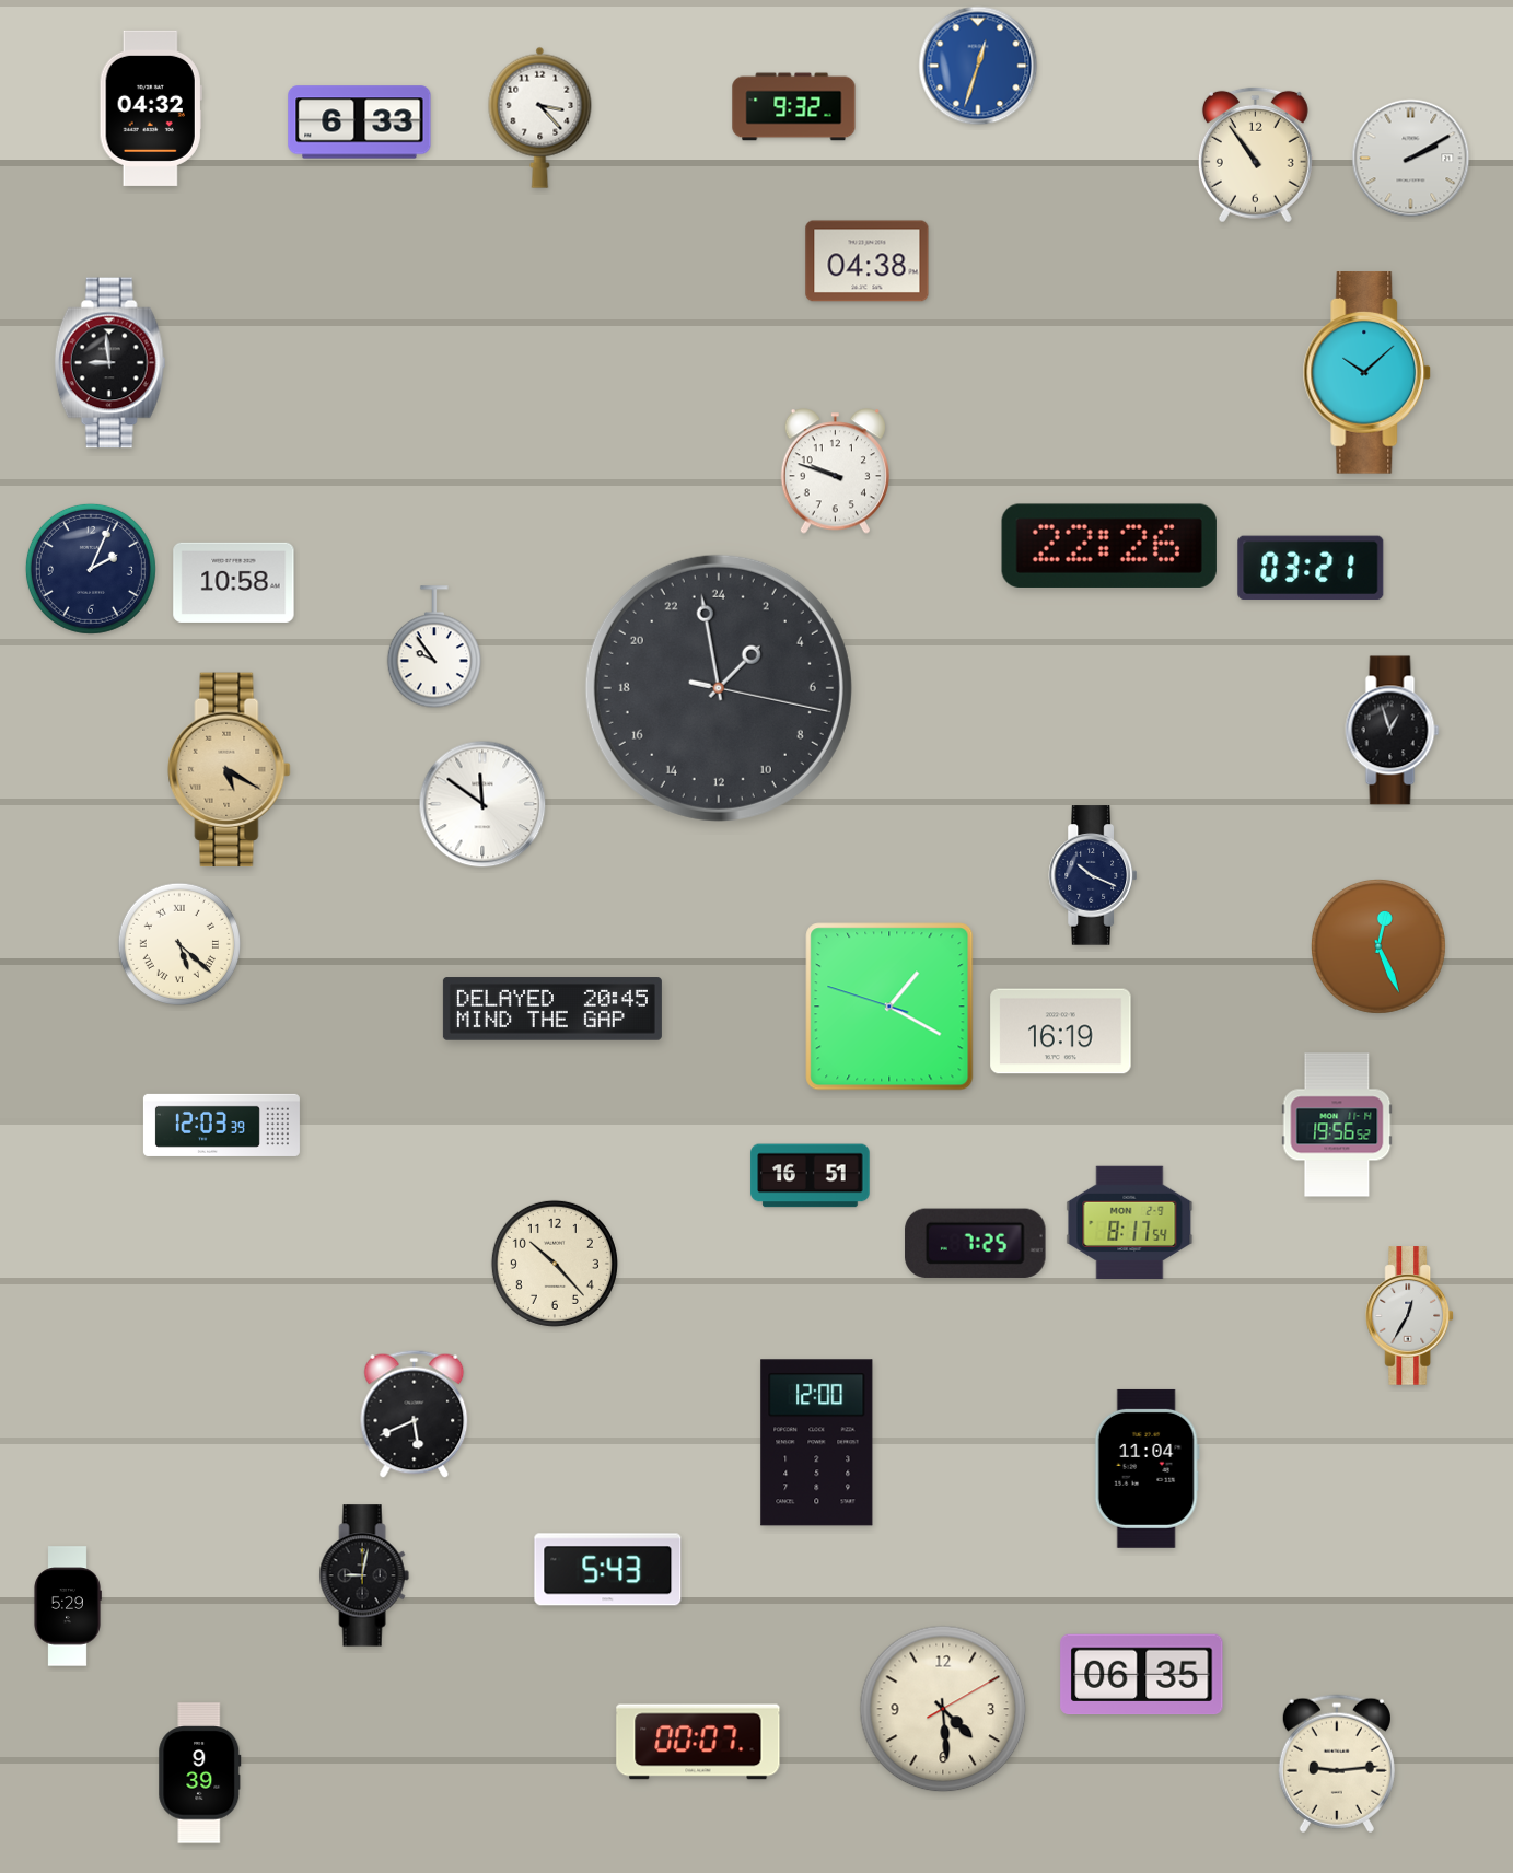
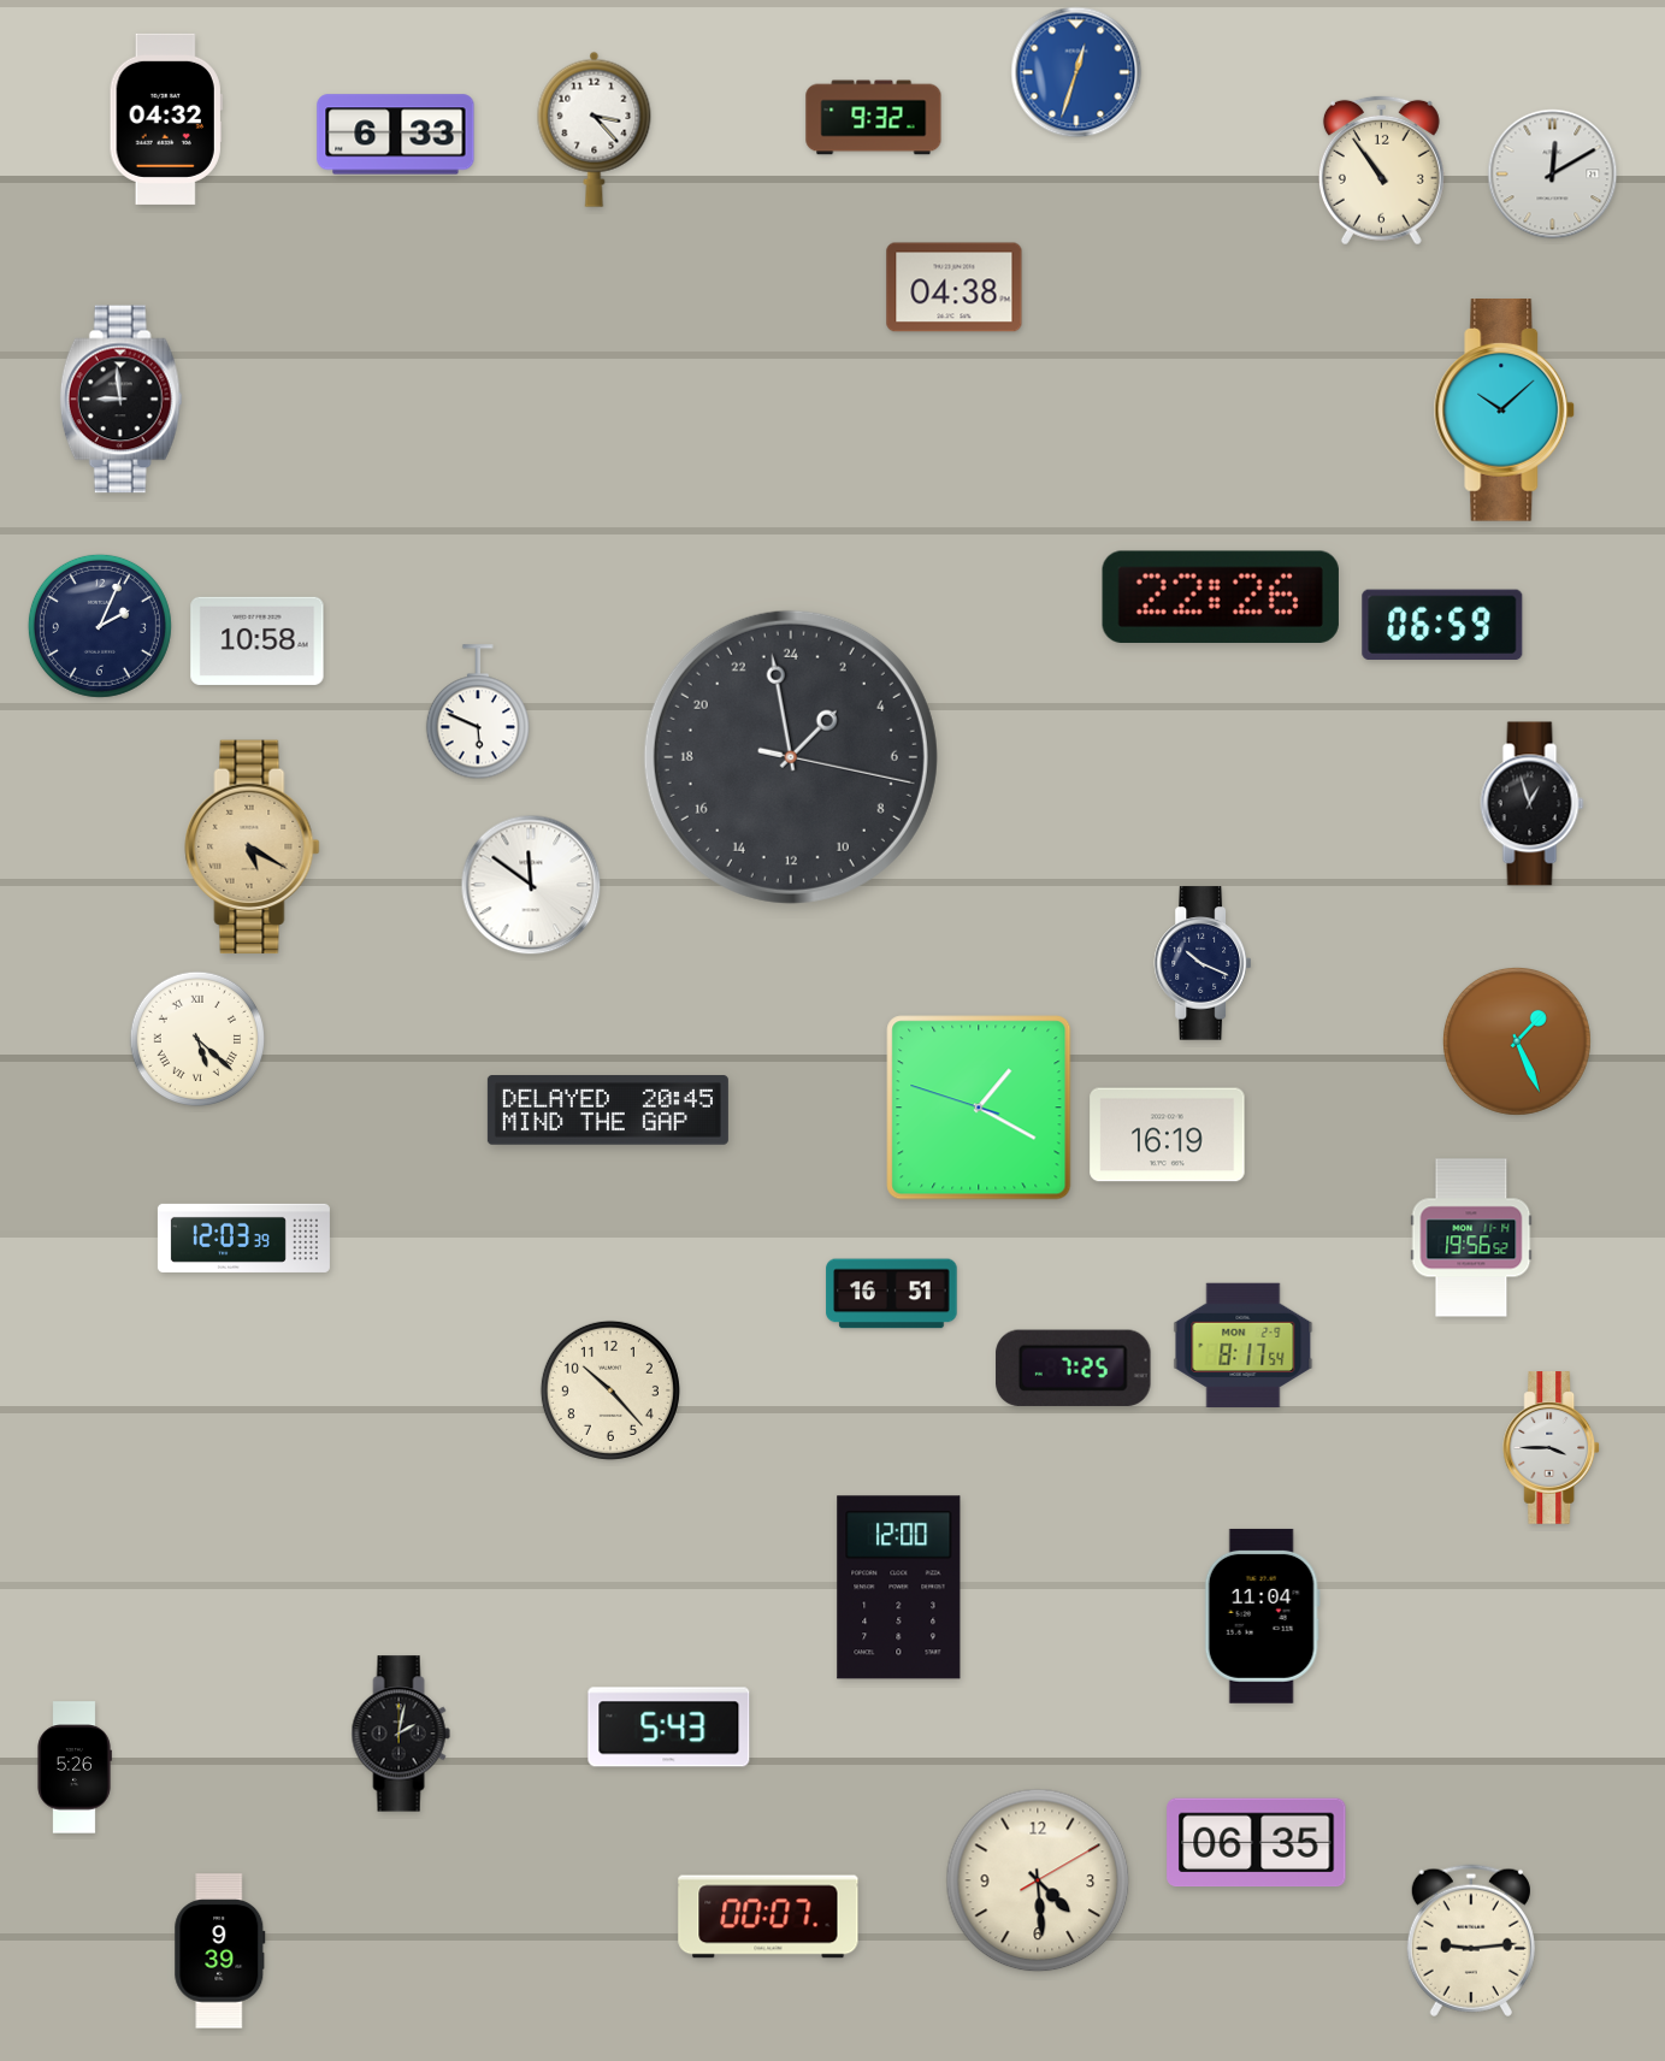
clock at (1411, 159): 2:10 -> 12:10
clock at (835, 472): 9:48 -> none
clock at (1109, 546) position: (1109, 546) -> (1221, 597)
clock at (1311, 567): 03:21 -> 06:59
clock at (434, 648): 9:54 -> 5:49
clock at (1378, 946): 12:26 -> 1:26
clock at (1410, 1316): 12:35 -> 3:45
clock at (415, 1414): 5:41 -> none
clock at (364, 1575): 9:02 -> 2:02
clock at (68, 1606): 5:29 -> 5:26
